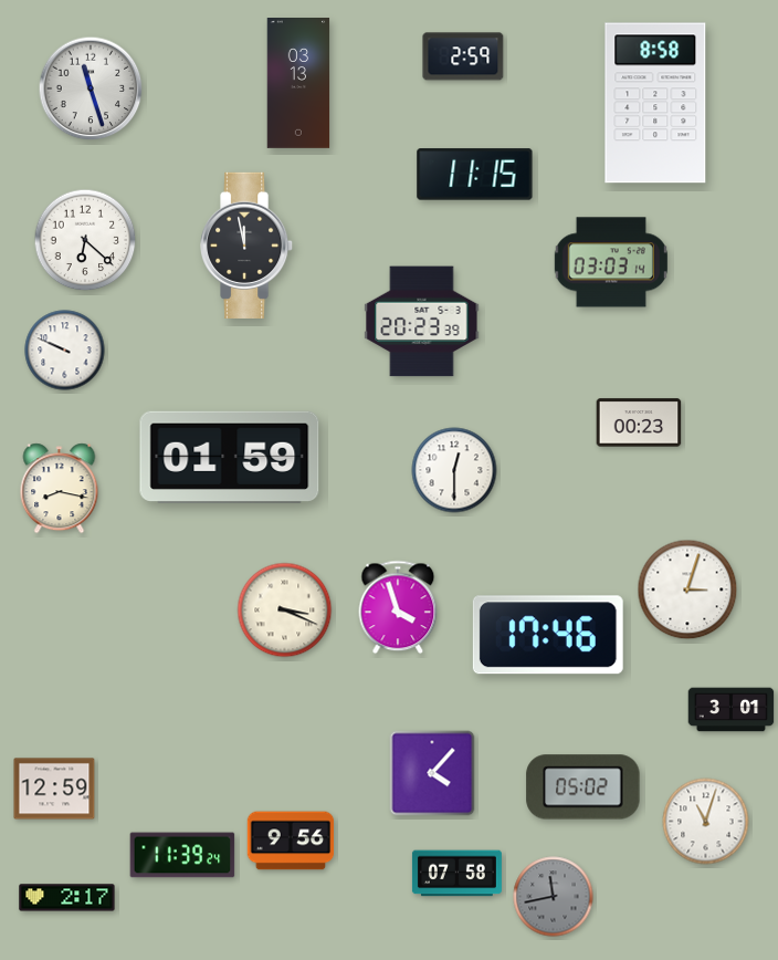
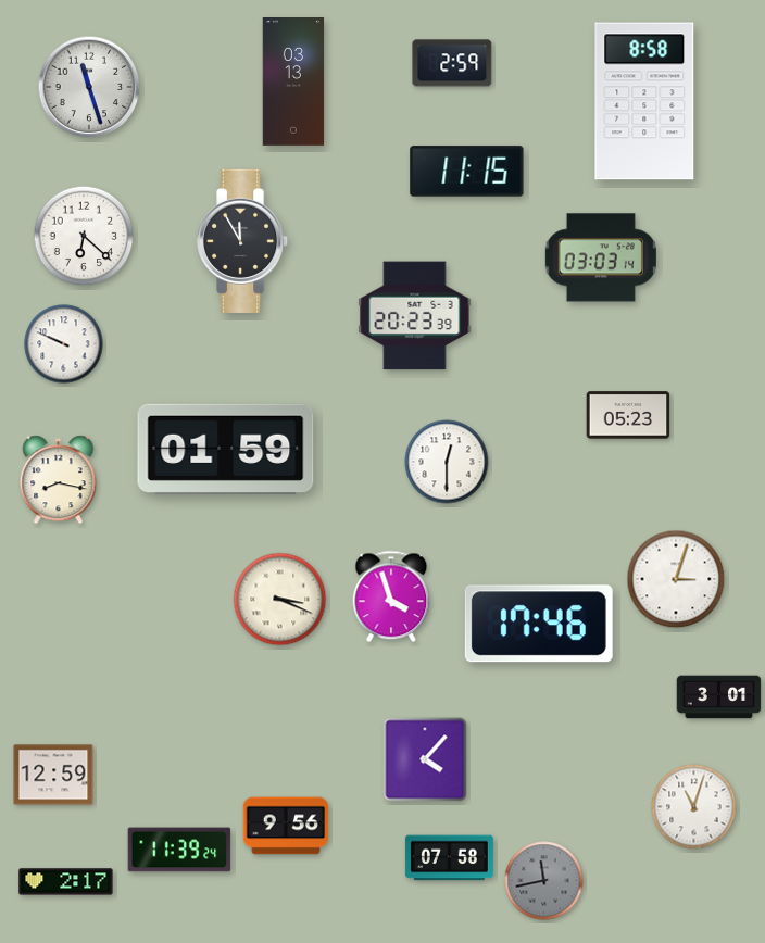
clock at (463, 56) position: (463, 56) -> (452, 63)
clock at (248, 246): 11:58 -> 11:55
clock at (639, 422): 00:23 -> 05:23
clock at (583, 787): 05:02 -> none
clock at (182, 855) position: (182, 855) -> (179, 850)
